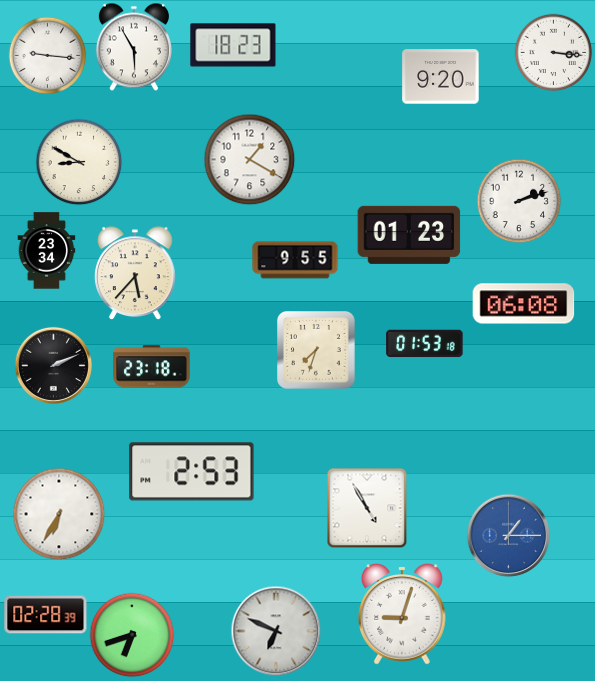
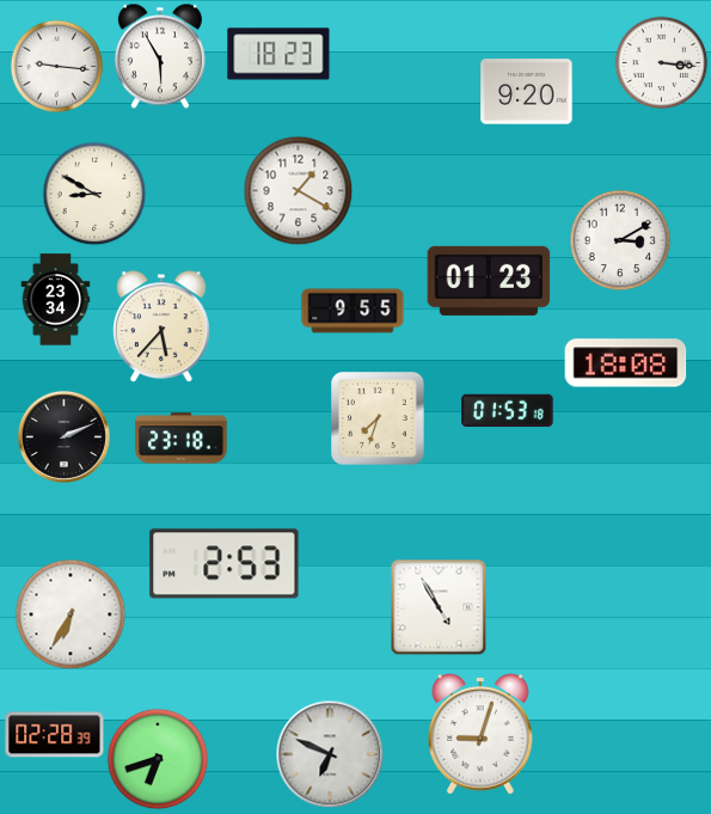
clock at (519, 201): 2:12 -> 3:10
clock at (524, 304): 06:08 -> 18:08
clock at (192, 472) position: (192, 472) -> (225, 564)
clock at (508, 535): 1:15 -> none
